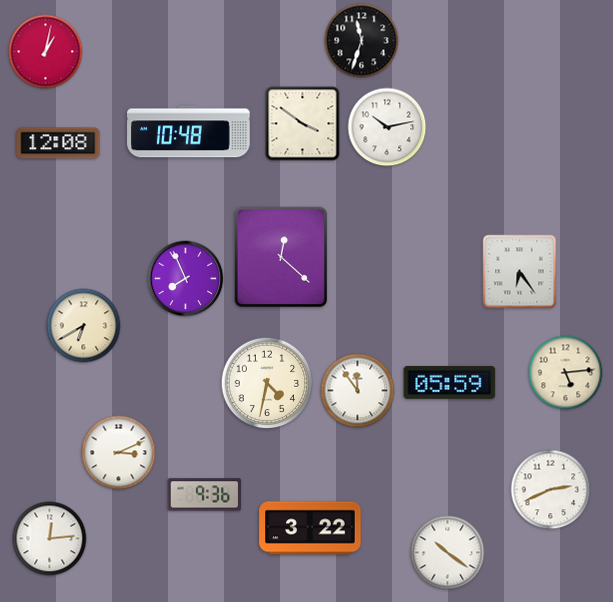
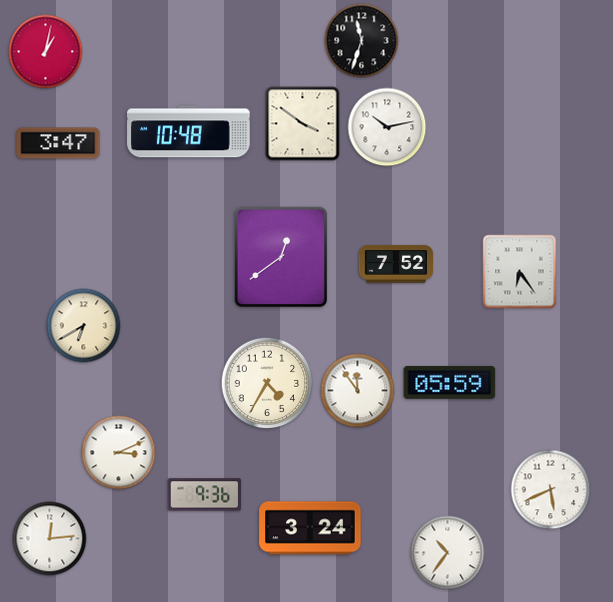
clock at (58, 143): 12:08 -> 3:47
clock at (281, 257): 12:22 -> 12:39
clock at (395, 264): none -> 7:52
clock at (186, 279): 7:56 -> none
clock at (566, 373): 5:14 -> none
clock at (267, 383): 4:32 -> 4:35
clock at (551, 490): 2:41 -> 5:41
clock at (310, 528): 3:22 -> 3:24
clock at (448, 553): 10:21 -> 10:36
